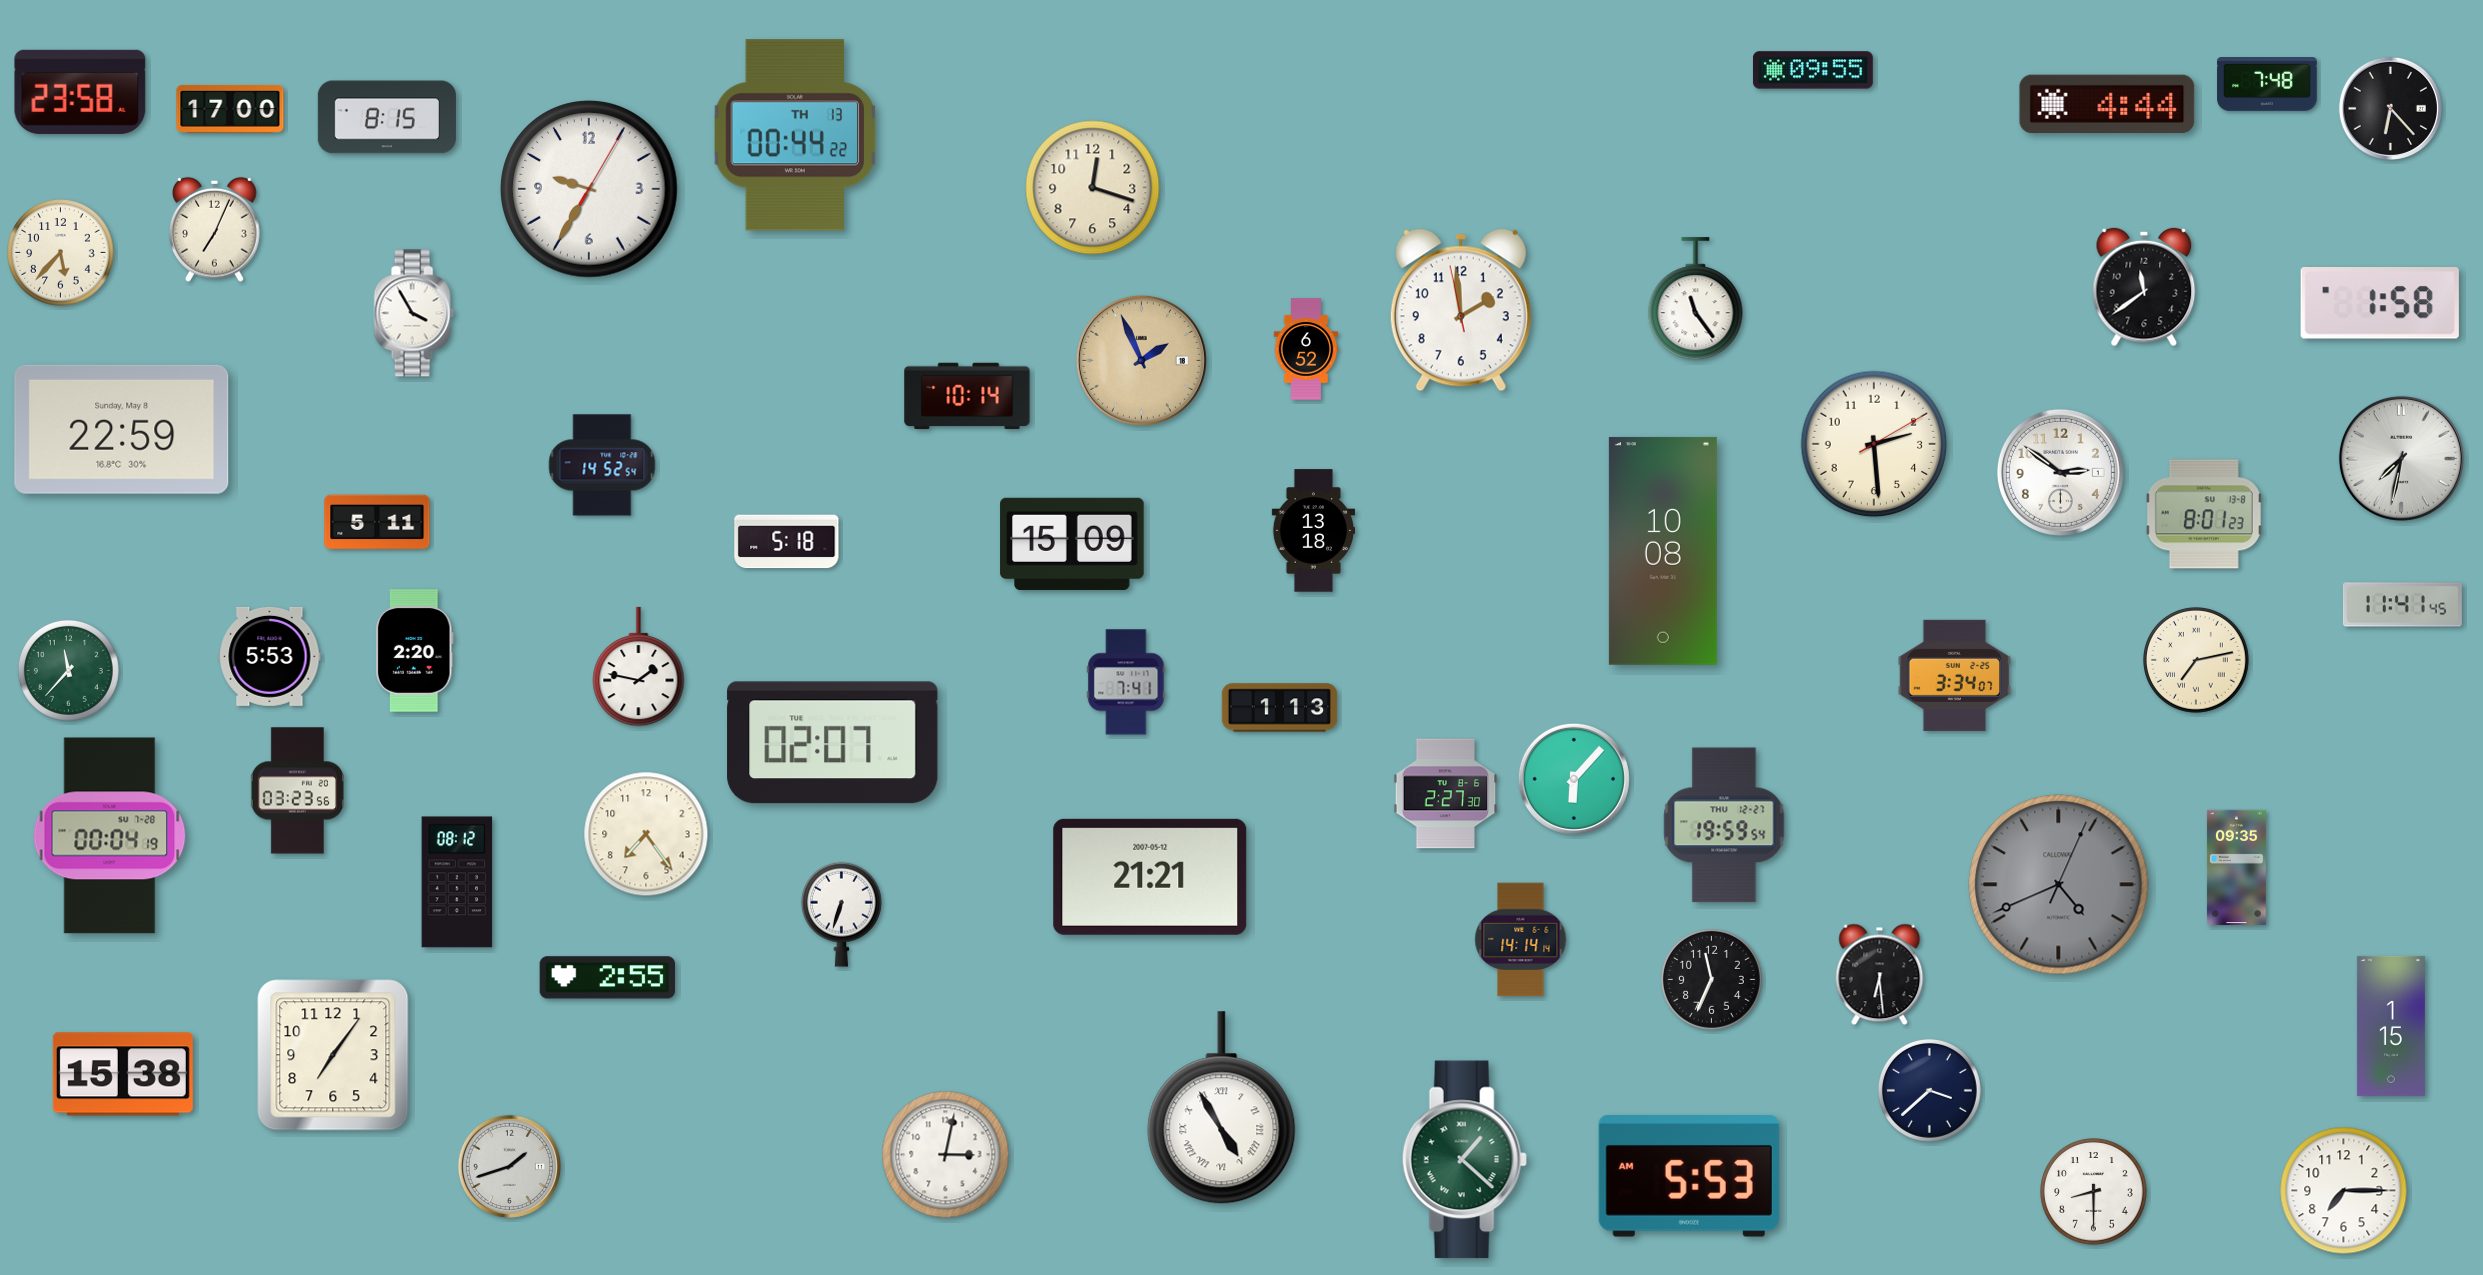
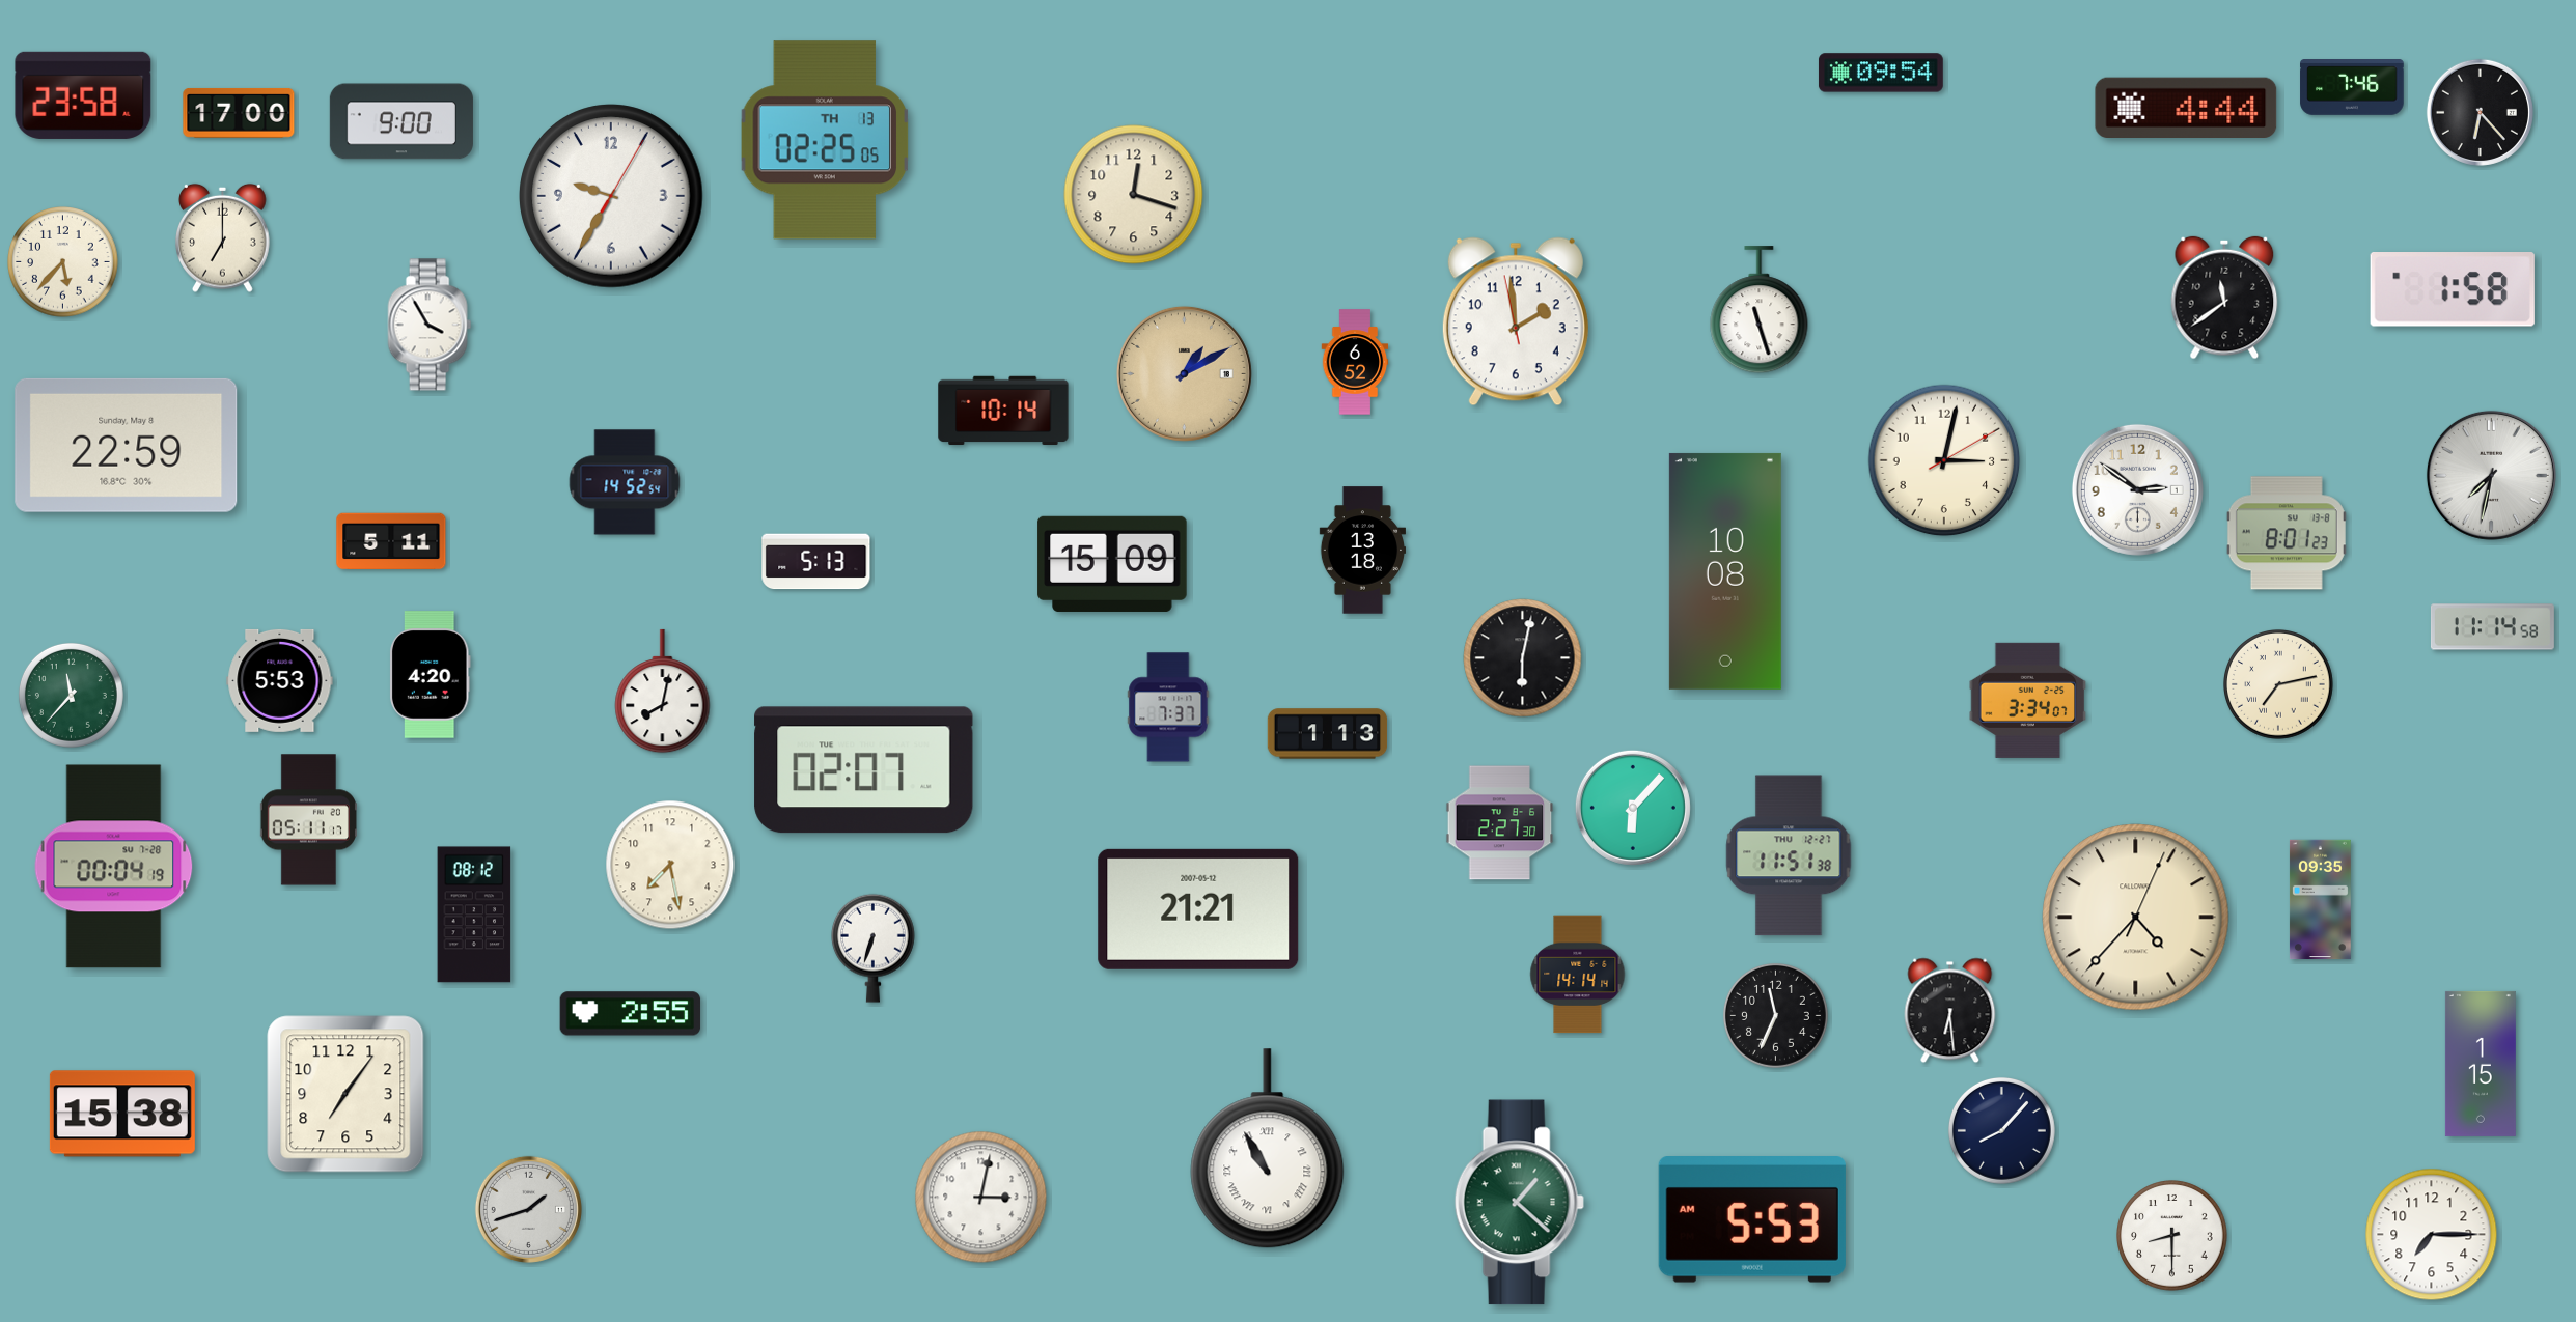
clock at (1813, 70): 09:55 -> 09:54
clock at (2267, 85): 7:48 -> 7:46
clock at (387, 117): 8:15 -> 9:00
clock at (795, 135): 00:44 -> 02:25
clock at (215, 229): 7:04 -> 7:00
clock at (1696, 299): 11:24 -> 11:27
clock at (2380, 303) position: (2380, 303) -> (2453, 289)
clock at (1141, 360): 1:56 -> 1:10
clock at (1874, 444): 2:29 -> 3:02
clock at (787, 542): 5:18 -> 5:13
clock at (2402, 605): 11:41 -> 11:14
clock at (1523, 658): none -> 6:02
clock at (415, 651): 2:20 -> 4:20
clock at (639, 667): 1:47 -> 8:02
clock at (1126, 682): 7:41 -> 7:37
clock at (297, 791): 03:23 -> 05:11
clock at (1724, 825): 19:59 -> 11:51
clock at (646, 834): 7:24 -> 7:28
clock at (1150, 877) position: (1150, 877) -> (1198, 909)
clock at (2059, 885): 4:41 -> 4:37
clock at (2059, 885) dial: grey -> cream
clock at (123, 1074) position: (123, 1074) -> (122, 1114)
clock at (1929, 1090): 3:38 -> 8:07
clock at (1222, 1108): 4:55 -> 10:55
